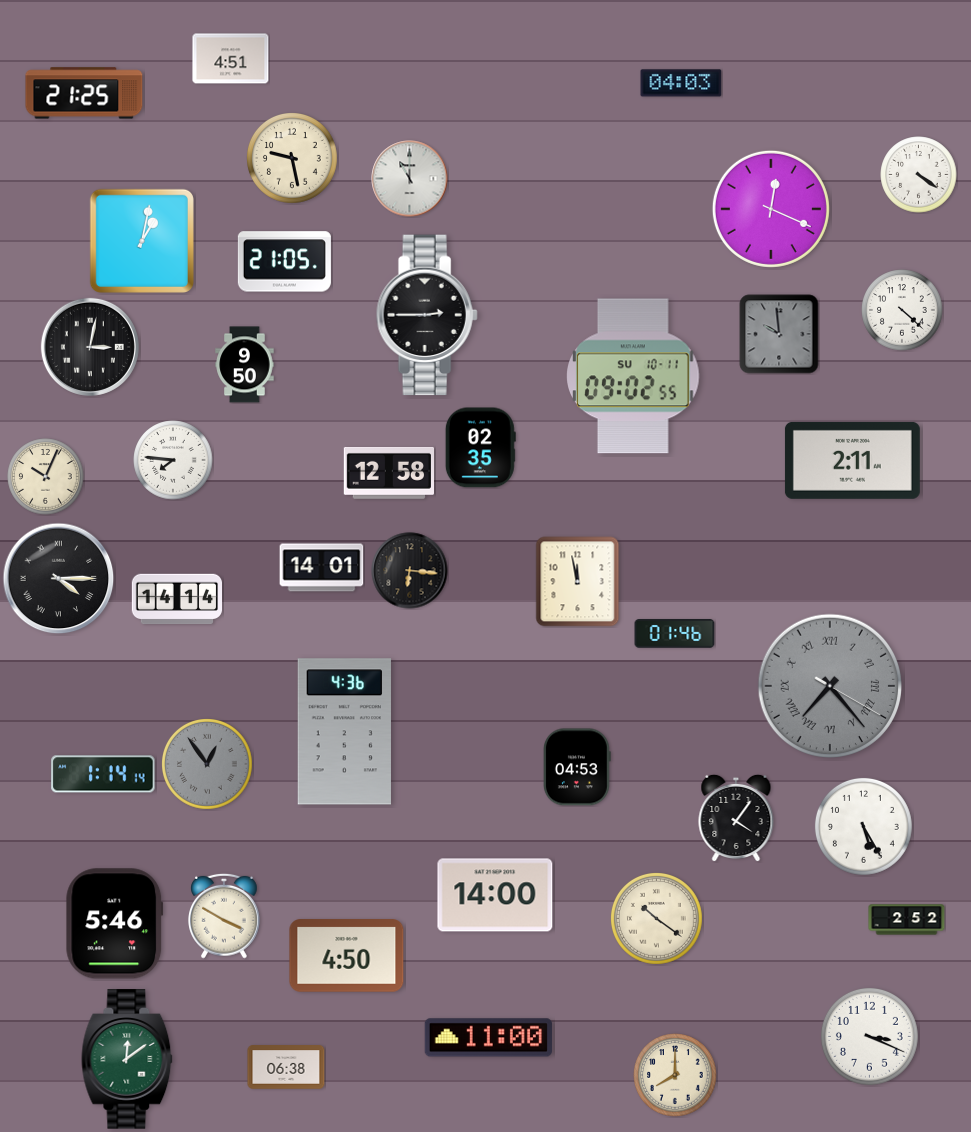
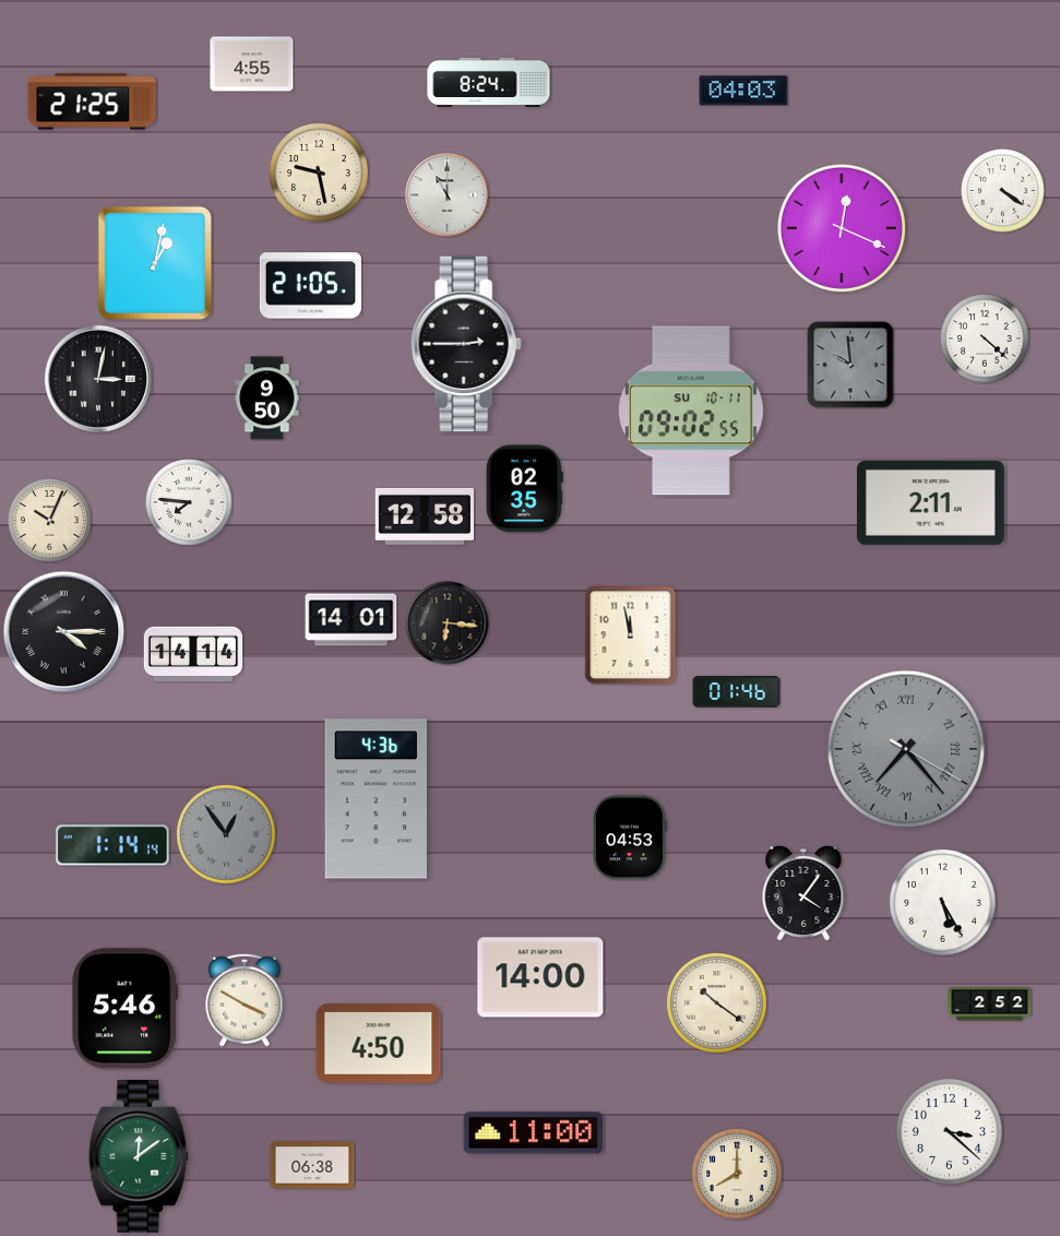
clock at (231, 59): 4:51 -> 4:55
clock at (489, 82): none -> 8:24
clock at (869, 1036): 3:19 -> 3:22
